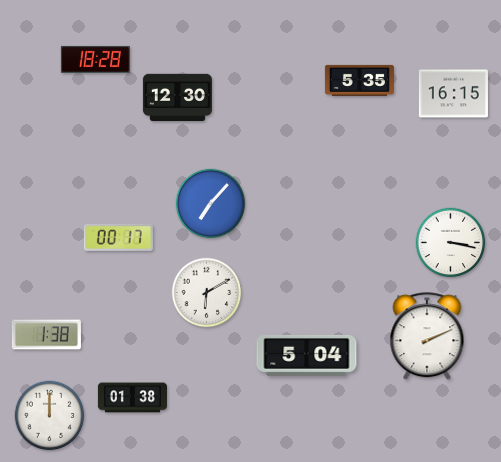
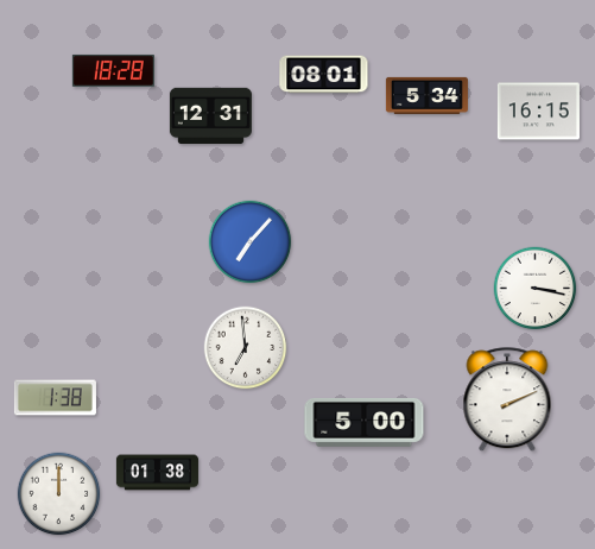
clock at (324, 75): none -> 08:01
clock at (359, 80): 5:35 -> 5:34
clock at (177, 98): 12:30 -> 12:31
clock at (118, 238): 00:17 -> none
clock at (207, 293): 6:10 -> 6:59
clock at (307, 355): 5:04 -> 5:00
